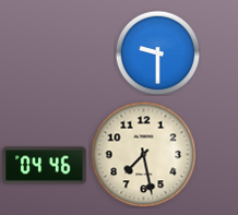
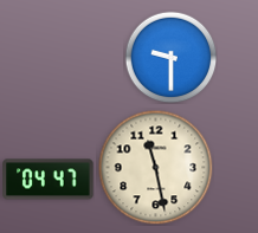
clock at (143, 154): 7:28 -> 11:28
clock at (45, 166): 04:46 -> 04:47
